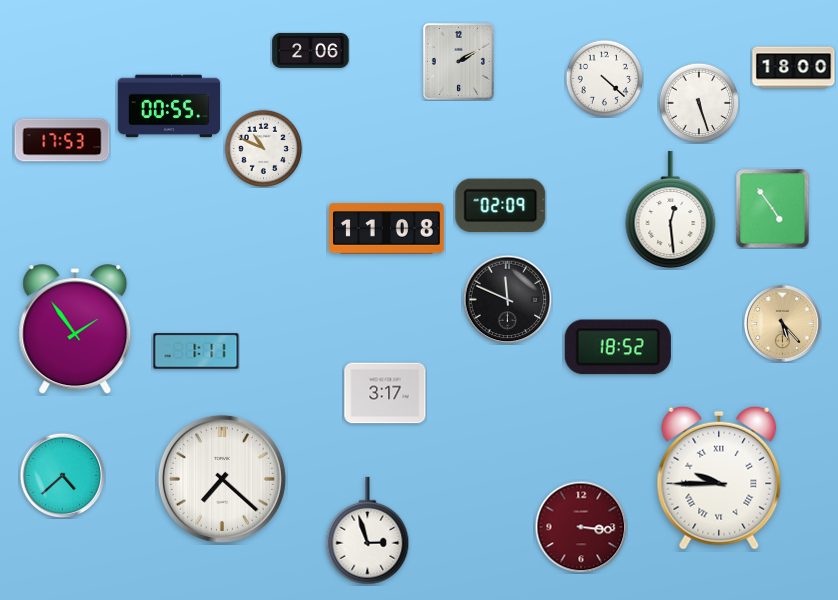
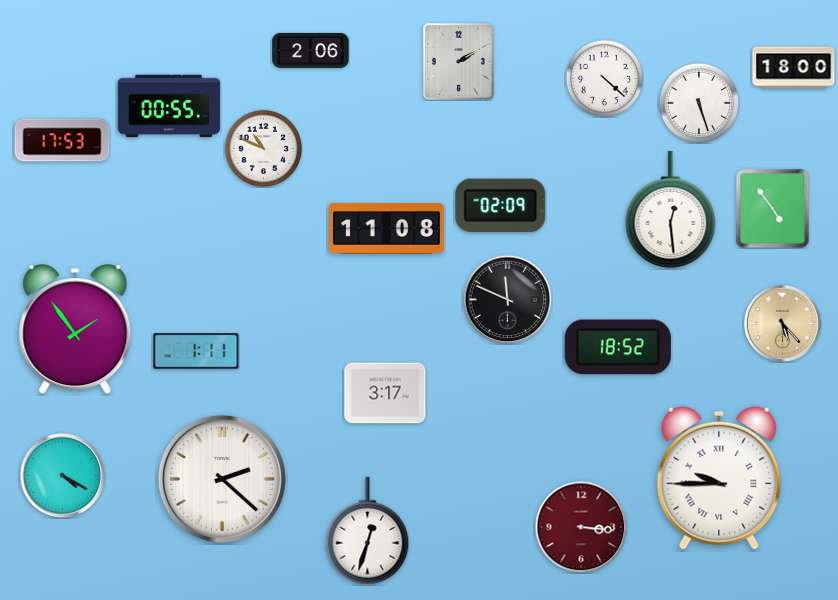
clock at (62, 475): 4:38 -> 4:20
clock at (222, 479): 7:22 -> 2:22
clock at (368, 531): 2:57 -> 12:33
